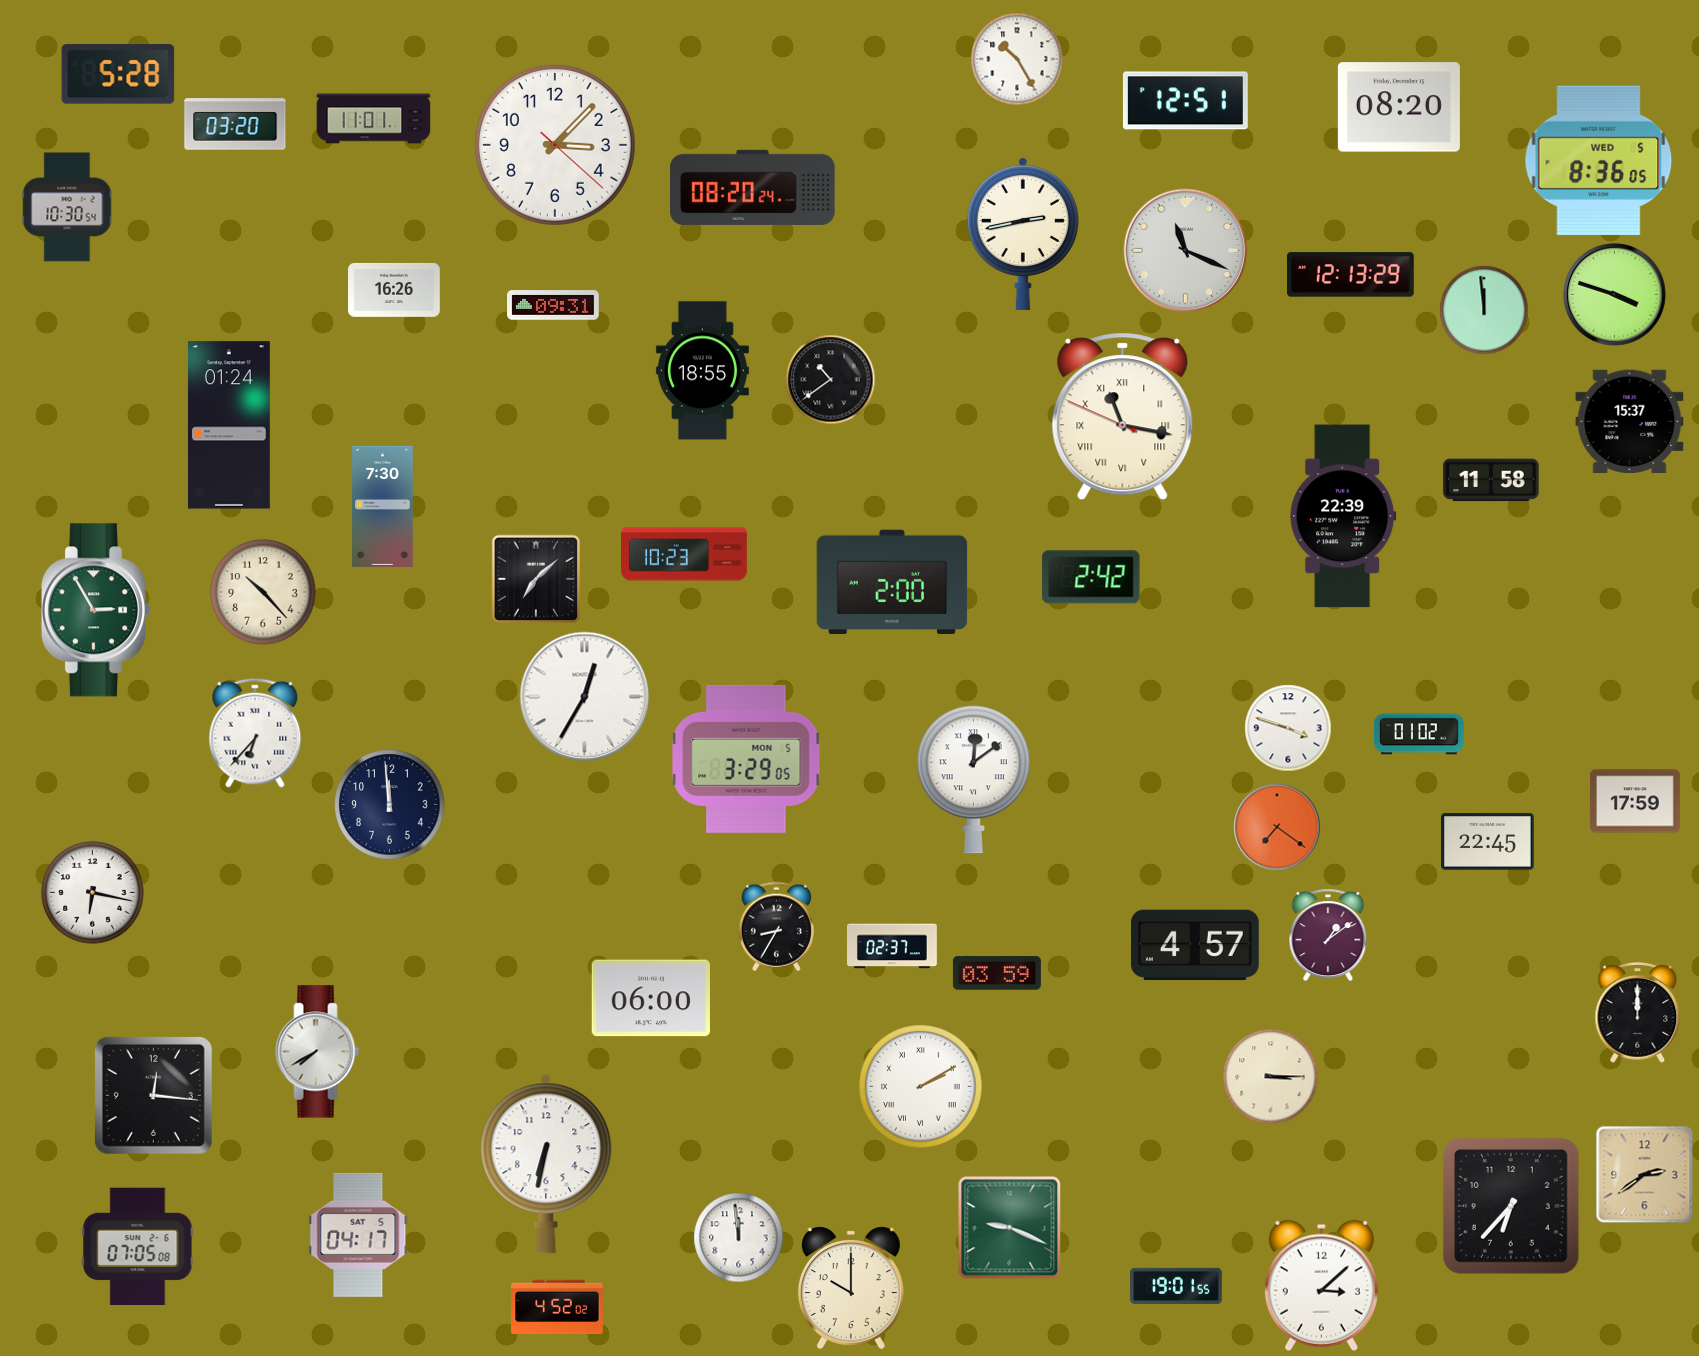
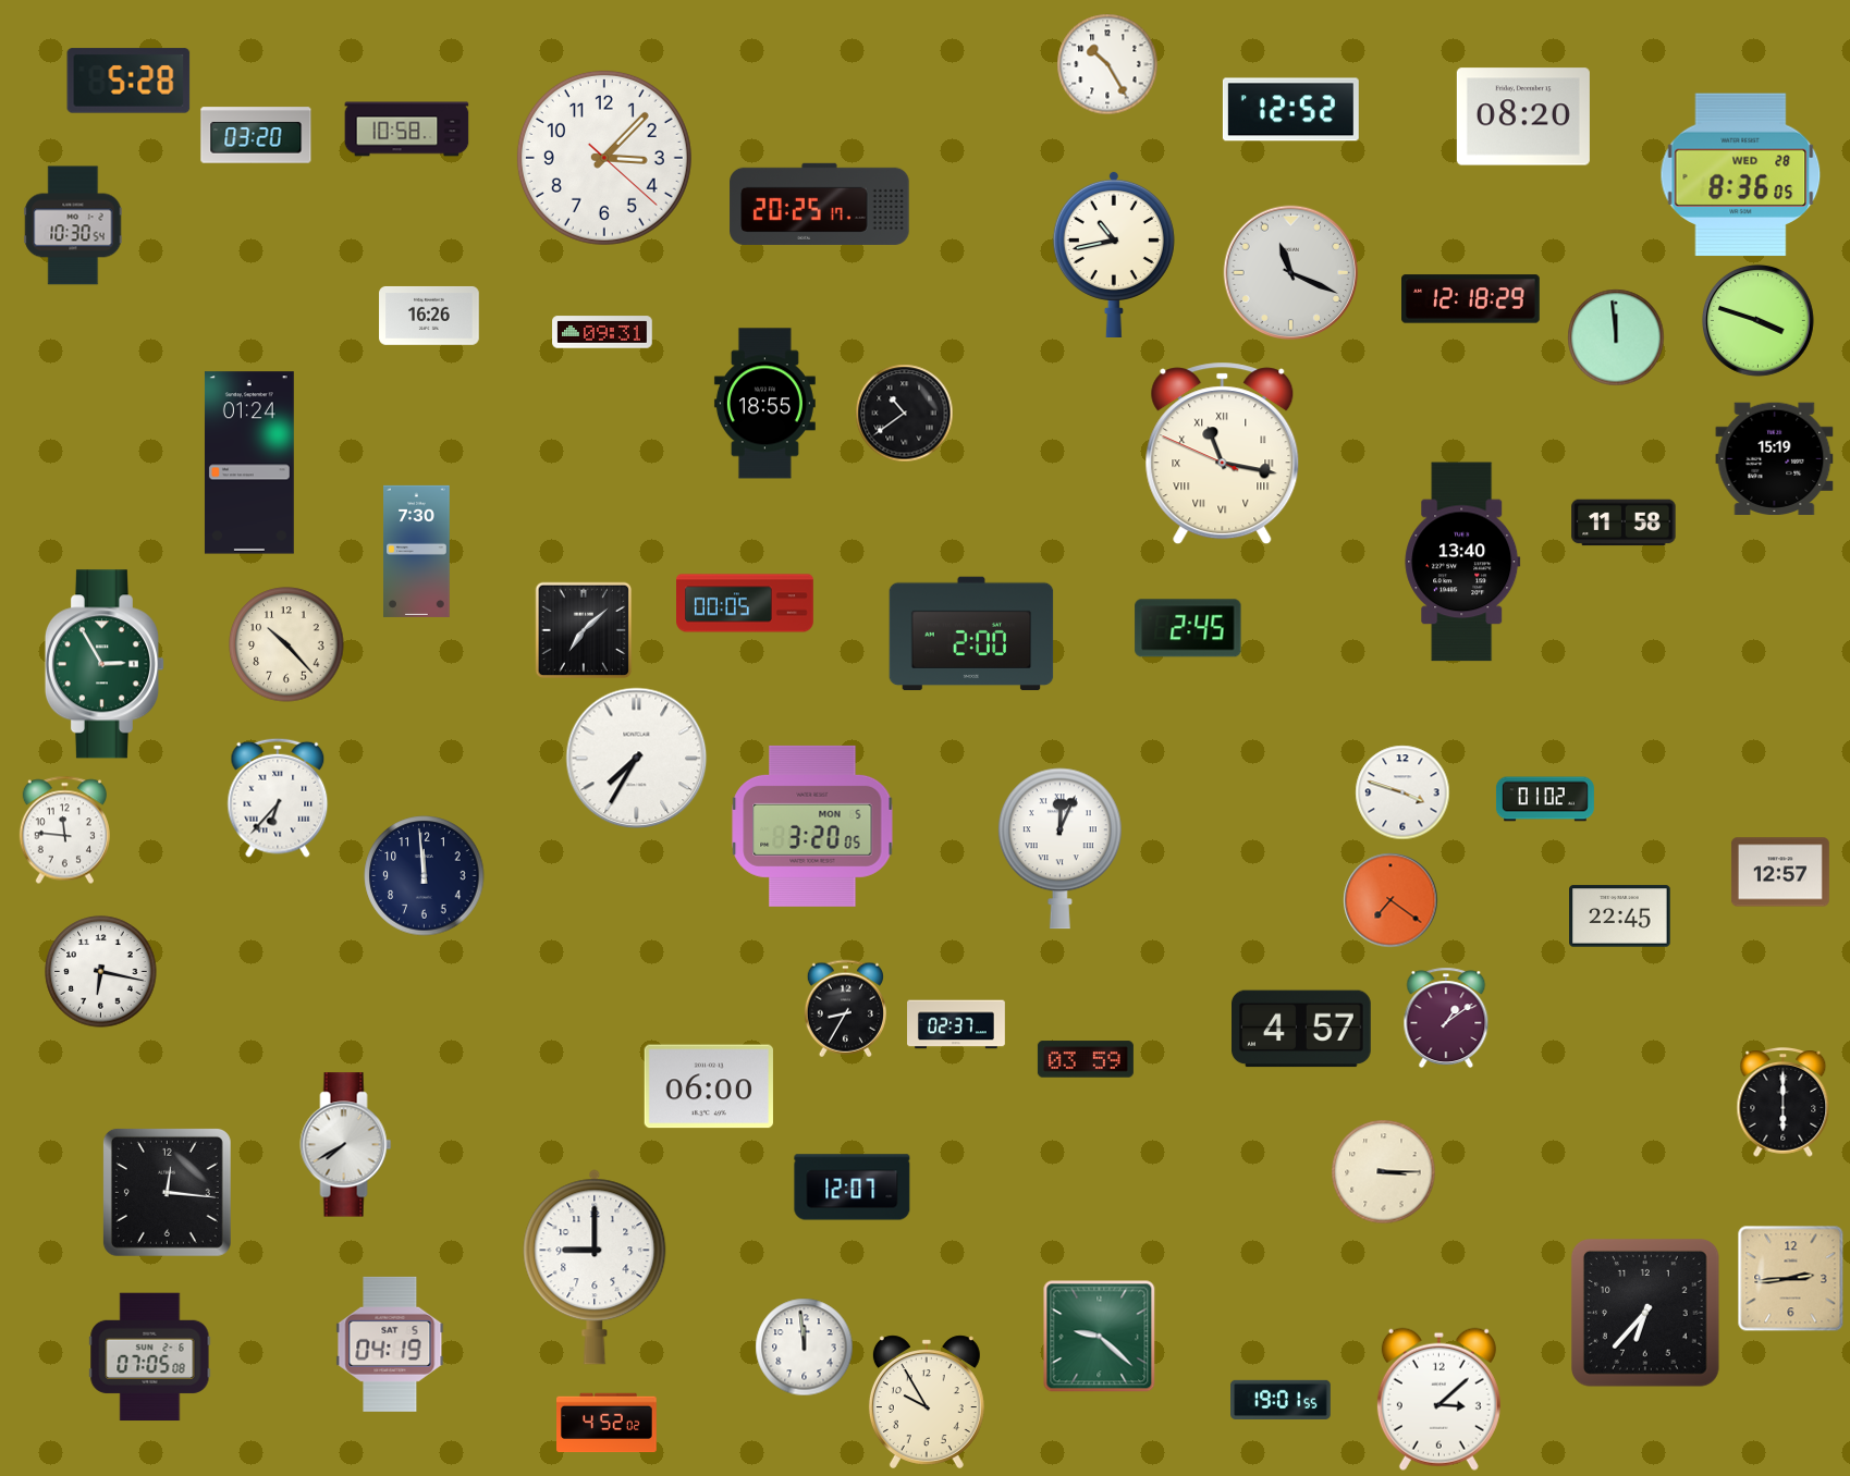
clock at (1185, 101): 12:51 -> 12:52
clock at (374, 119): 11:01 -> 10:58
clock at (1599, 161) date: WED 5 -> WED 28
clock at (753, 187): 08:20 -> 20:25
clock at (1023, 233): 2:43 -> 10:43
clock at (1351, 275): 12:13 -> 12:18
clock at (1630, 421): 15:37 -> 15:19
clock at (1343, 516): 22:39 -> 13:40
clock at (685, 554): 10:23 -> 00:05
clock at (1091, 577): 2:42 -> 2:45
clock at (585, 697): 12:35 -> 7:35
clock at (746, 759): 3:29 -> 3:20
clock at (64, 831): none -> 11:46
clock at (973, 780): 12:09 -> 12:04
clock at (1635, 801): 17:59 -> 12:57
clock at (893, 946) position: (893, 946) -> (957, 1024)
clock at (1638, 1013): 12:00 -> 6:00
clock at (921, 1087): 2:10 -> none
clock at (853, 1188): none -> 12:07
clock at (546, 1164): 6:32 -> 9:00
clock at (1645, 1175): 2:39 -> 2:44
clock at (1010, 1228): 9:19 -> 9:22
clock at (358, 1235): 04:17 -> 04:19
clock at (851, 1288): 10:00 -> 9:55
